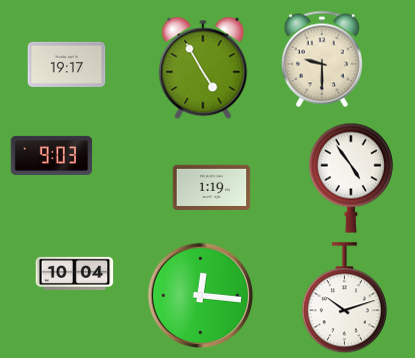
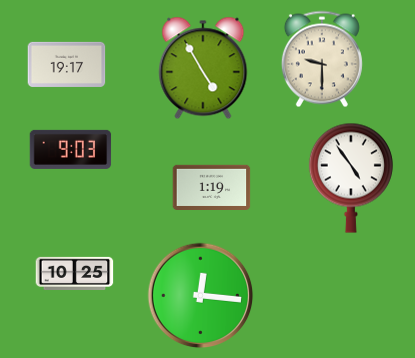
clock at (51, 155) position: (51, 155) -> (70, 149)
clock at (74, 273): 10:04 -> 10:25
clock at (344, 298): 10:12 -> none
